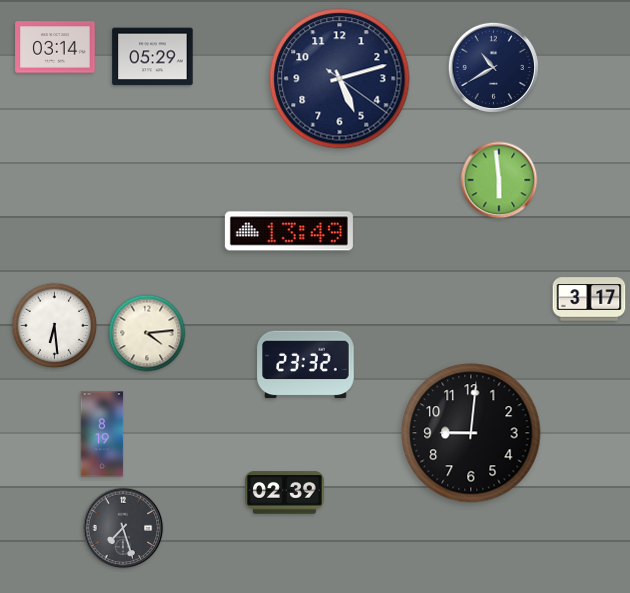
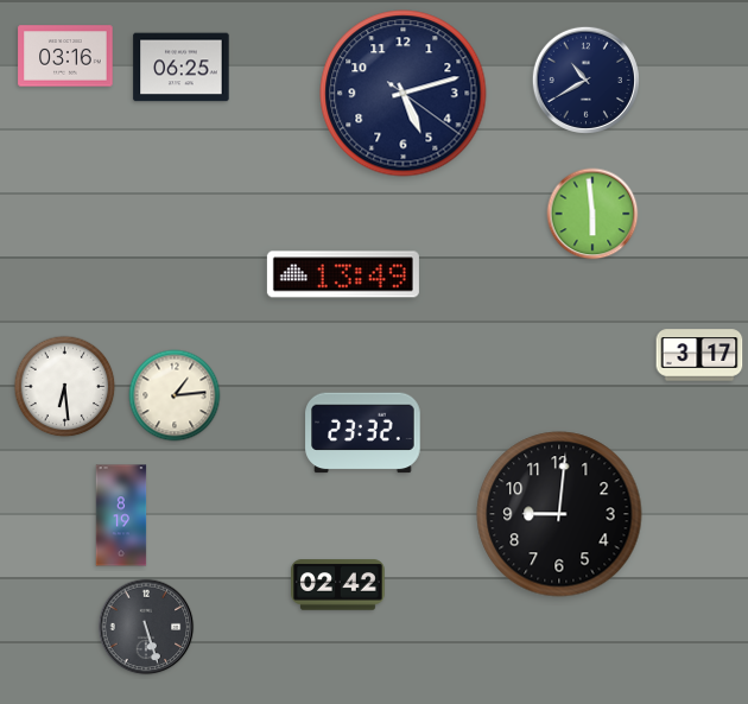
clock at (55, 47): 03:14 -> 03:16
clock at (153, 57): 05:29 -> 06:25
clock at (147, 333): 4:14 -> 1:14
clock at (285, 493): 02:39 -> 02:42
clock at (123, 528): 7:27 -> 5:27
